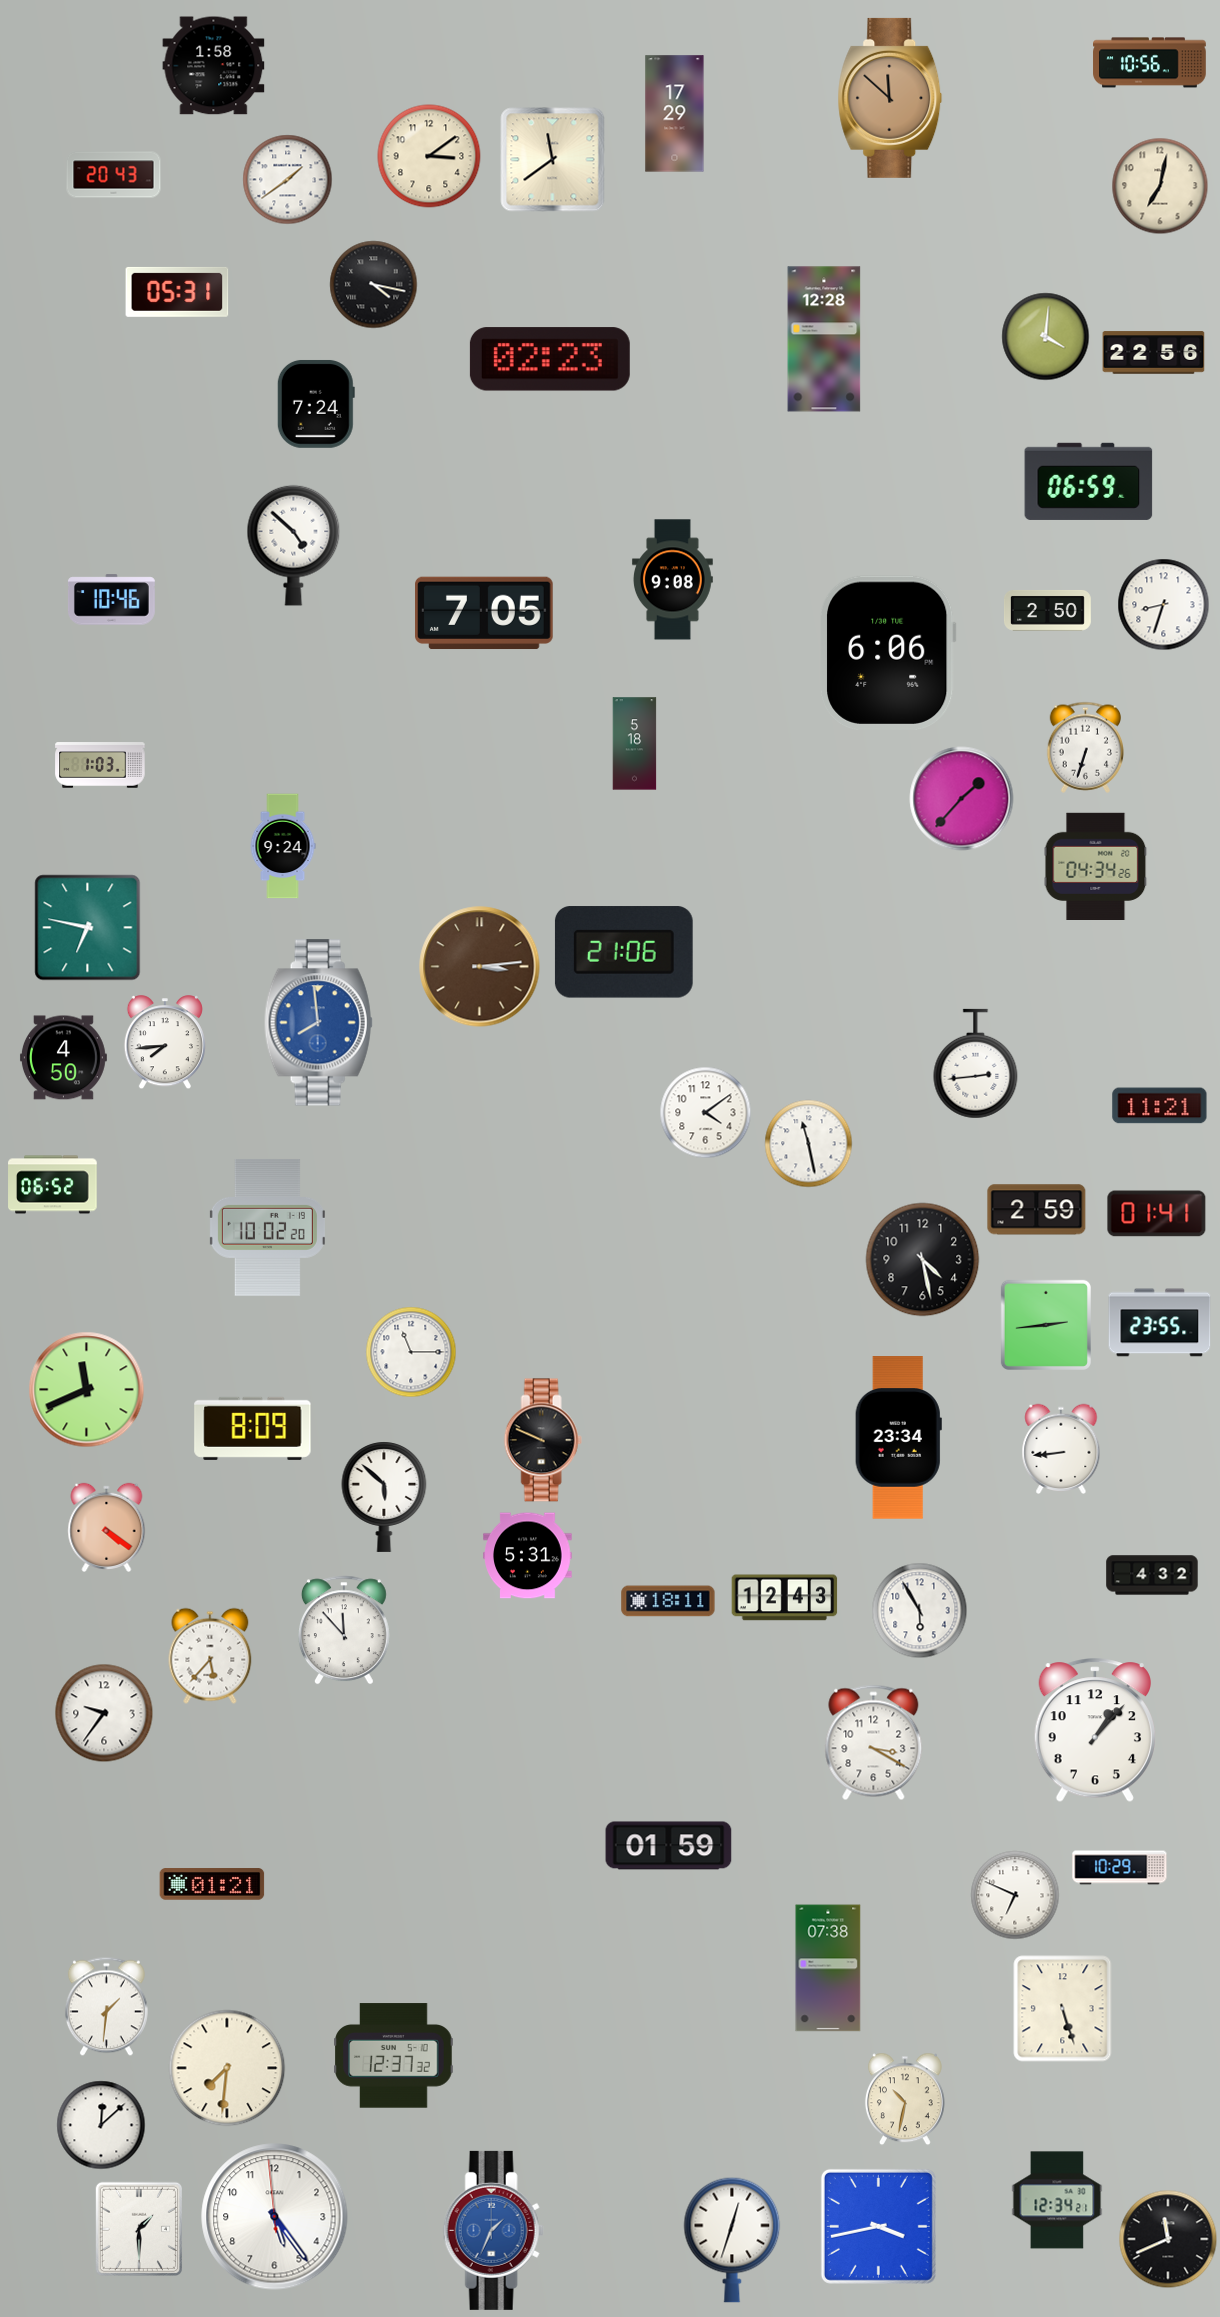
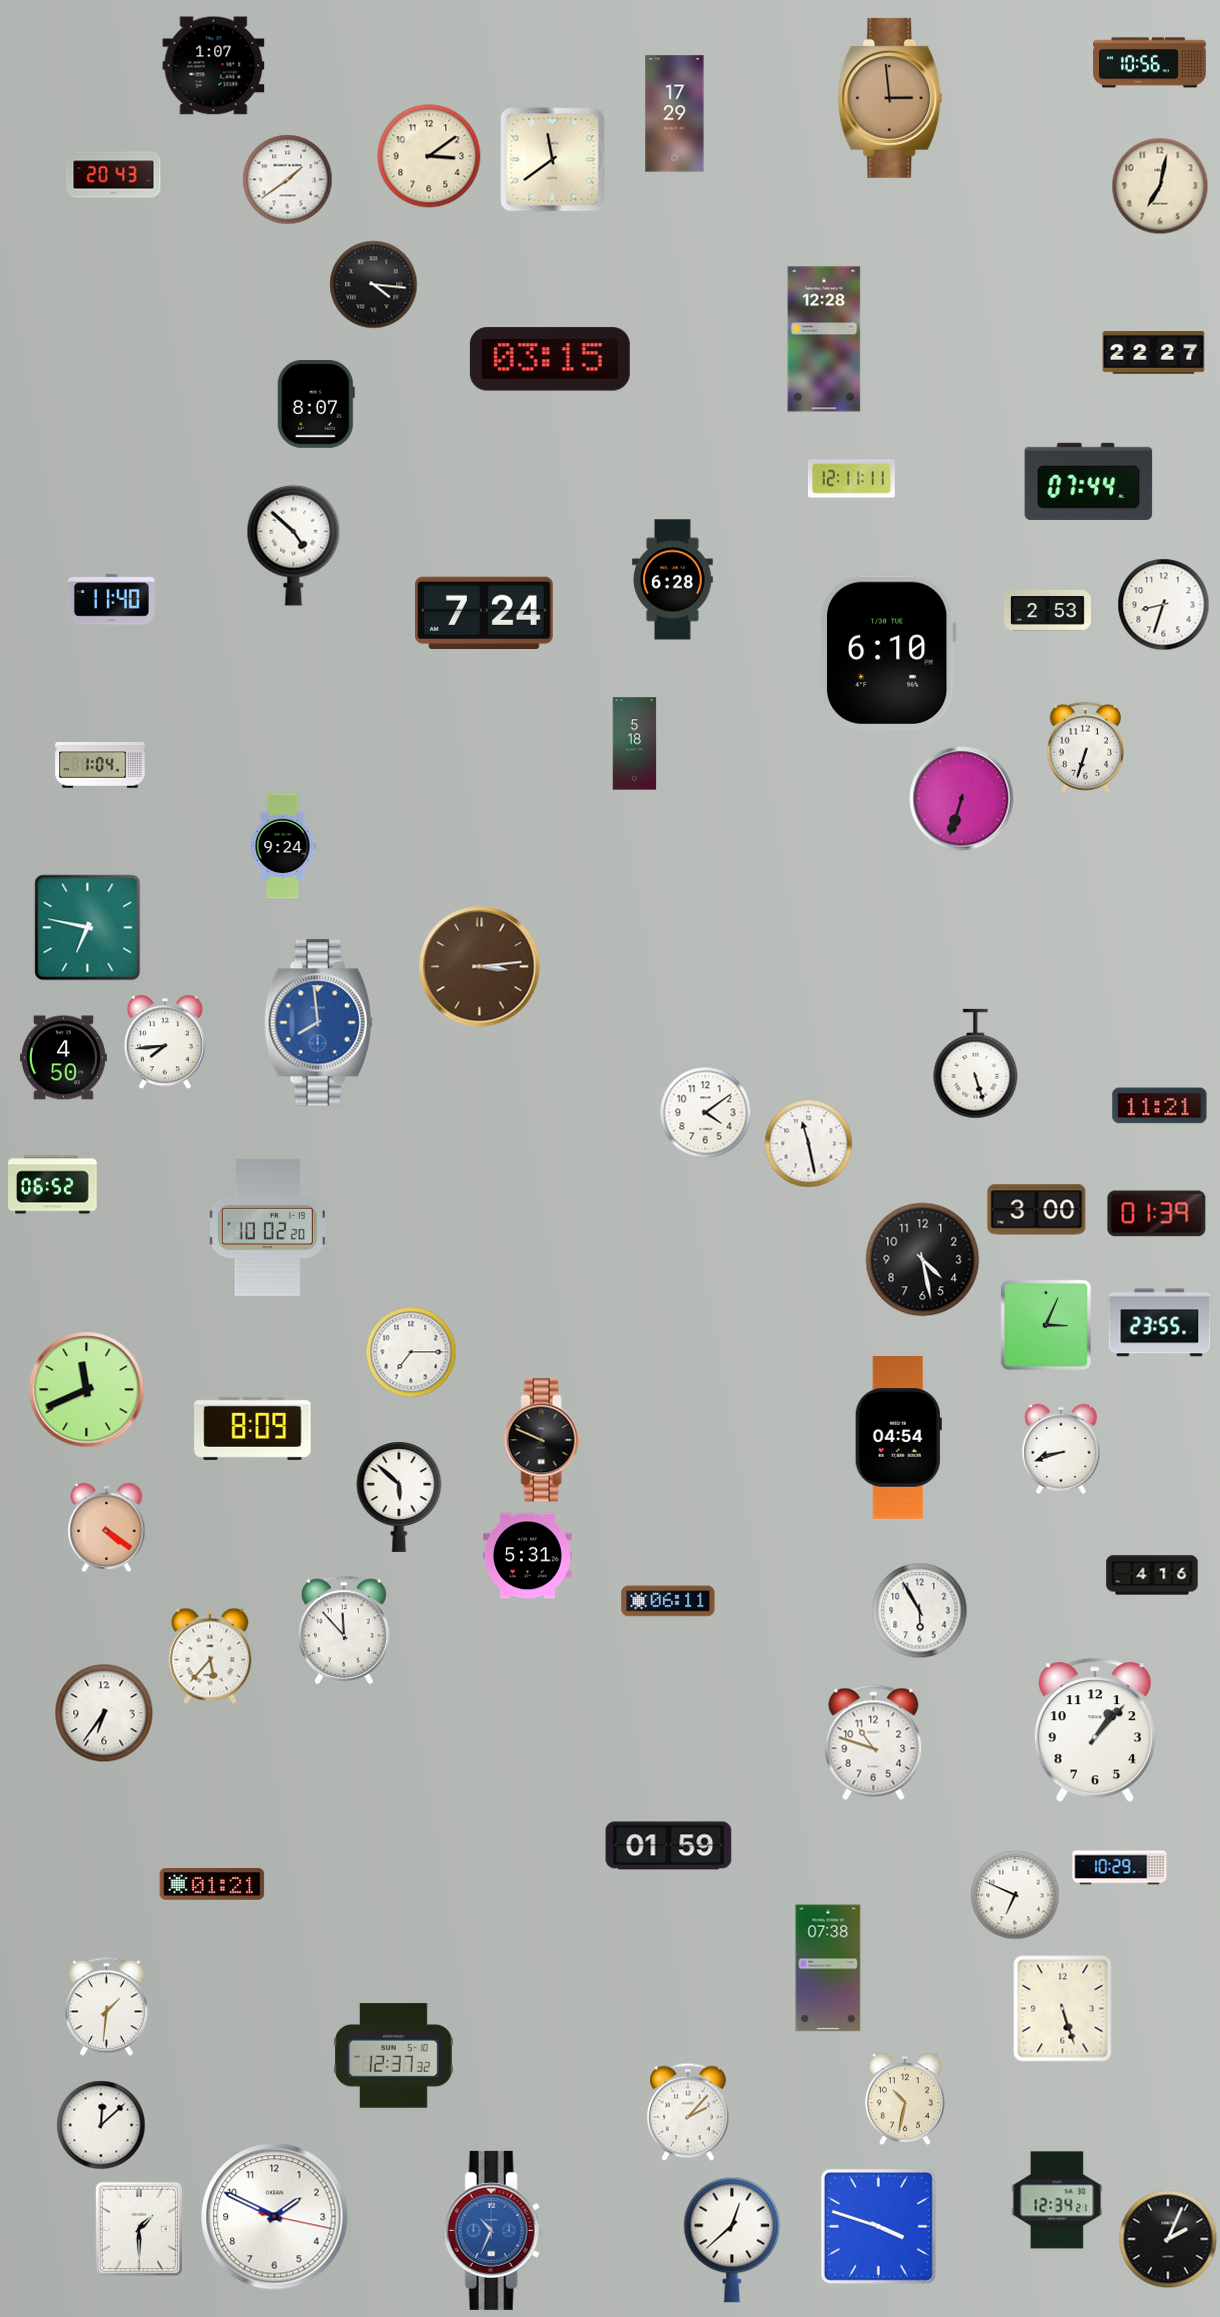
clock at (214, 66): 1:58 -> 1:07
clock at (890, 98): 11:52 -> 2:59
clock at (374, 285): 4:17 -> 4:16
clock at (177, 292): 05:31 -> none
clock at (1046, 337): 4:01 -> none
clock at (1154, 353): 22:56 -> 22:27
clock at (550, 359): 02:23 -> 03:15
clock at (316, 404): 7:24 -> 8:07
clock at (851, 479): none -> 12:11
clock at (1089, 481): 06:59 -> 07:44
clock at (673, 580): 9:08 -> 6:28
clock at (111, 600): 10:46 -> 11:40
clock at (1047, 611): 2:50 -> 2:53
clock at (485, 613): 7:05 -> 7:24
clock at (888, 653): 6:06 -> 6:10
clock at (100, 765): 1:03 -> 1:04
clock at (962, 799): 1:37 -> 6:33
clock at (1096, 866): 04:34 -> none
clock at (624, 952): 21:06 -> none
clock at (976, 1064): 2:44 -> 5:27
clock at (1037, 1210): 2:59 -> 3:00
clock at (1157, 1214): 01:41 -> 01:39
clock at (1046, 1325): 2:44 -> 3:04
clock at (411, 1352): 11:15 -> 7:15
clock at (898, 1438): 23:34 -> 04:54
clock at (1061, 1448): 8:44 -> 8:42
clock at (384, 1497) position: (384, 1497) -> (399, 1497)
clock at (1152, 1575): 4:32 -> 4:16
clock at (785, 1598): 12:43 -> none
clock at (668, 1601): 18:11 -> 06:11
clock at (104, 1713): 9:36 -> 6:36
clock at (874, 1743): 3:20 -> 10:48
clock at (227, 2068): 7:31 -> none
clock at (688, 2112): none -> 2:07
clock at (275, 2217): 5:23 -> 1:49
clock at (878, 2226): 3:43 -> 3:48
clock at (493, 2230): 1:34 -> 10:34
clock at (1168, 2239): 11:41 -> 2:04
clock at (732, 2240): 12:33 -> 12:38
